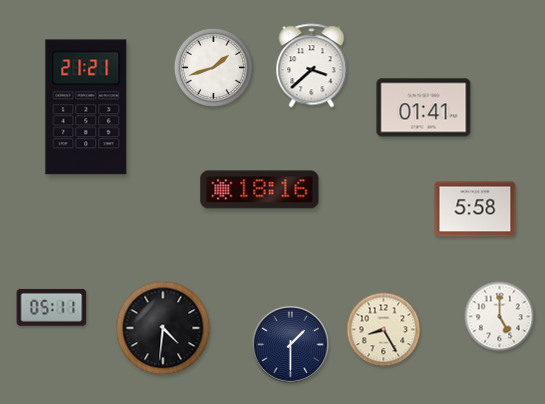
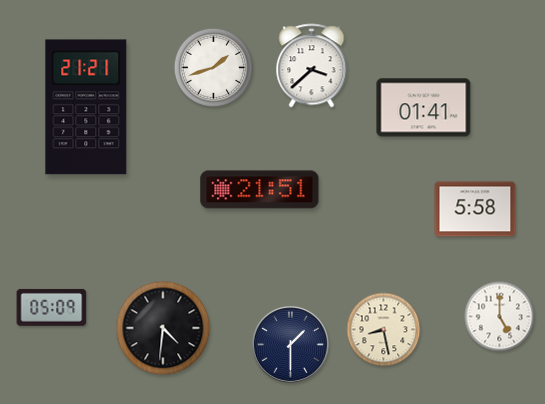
clock at (260, 190): 18:16 -> 21:51
clock at (52, 307): 05:11 -> 05:09
clock at (384, 330): 8:25 -> 8:28
